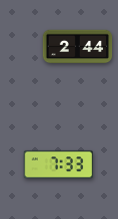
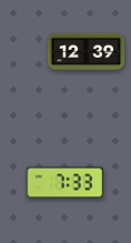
clock at (78, 47): 2:44 -> 12:39
